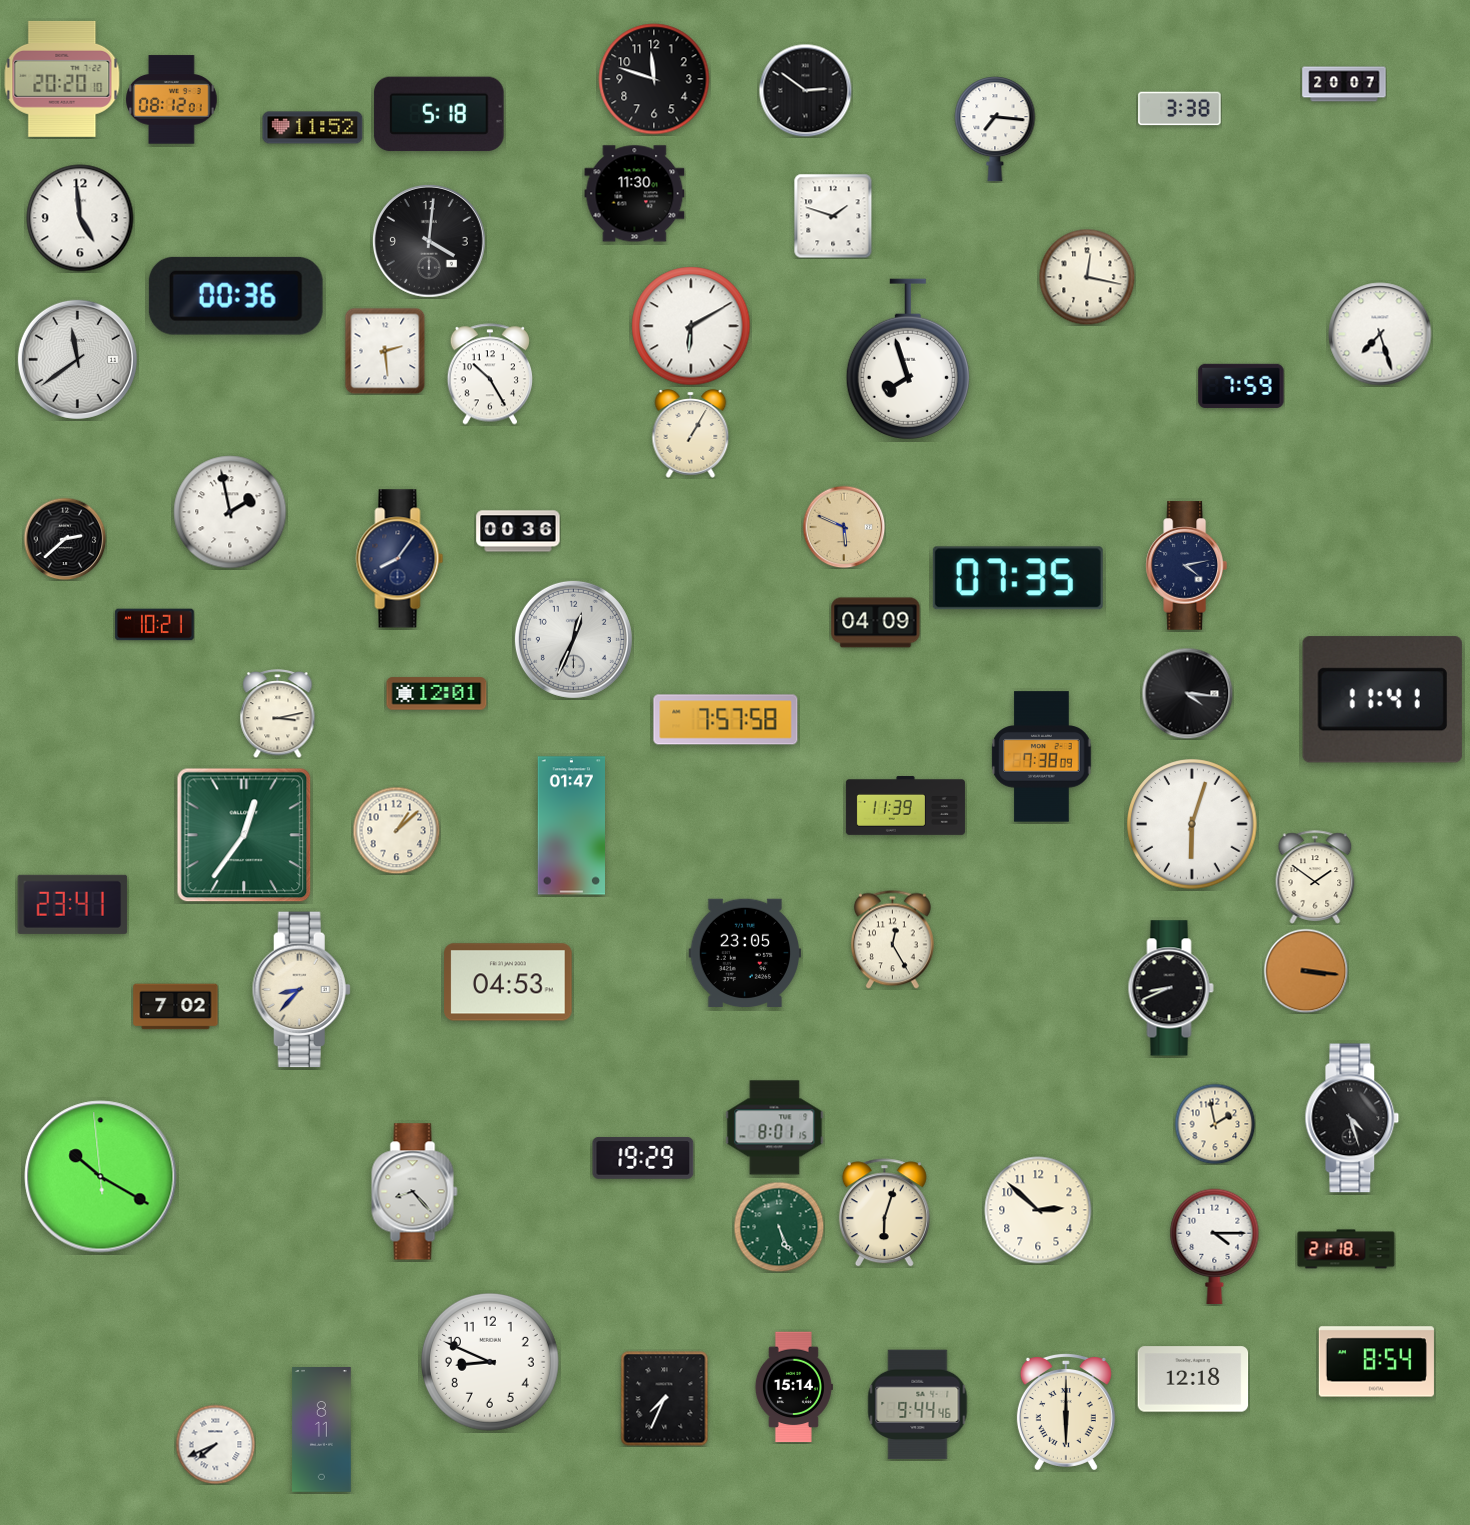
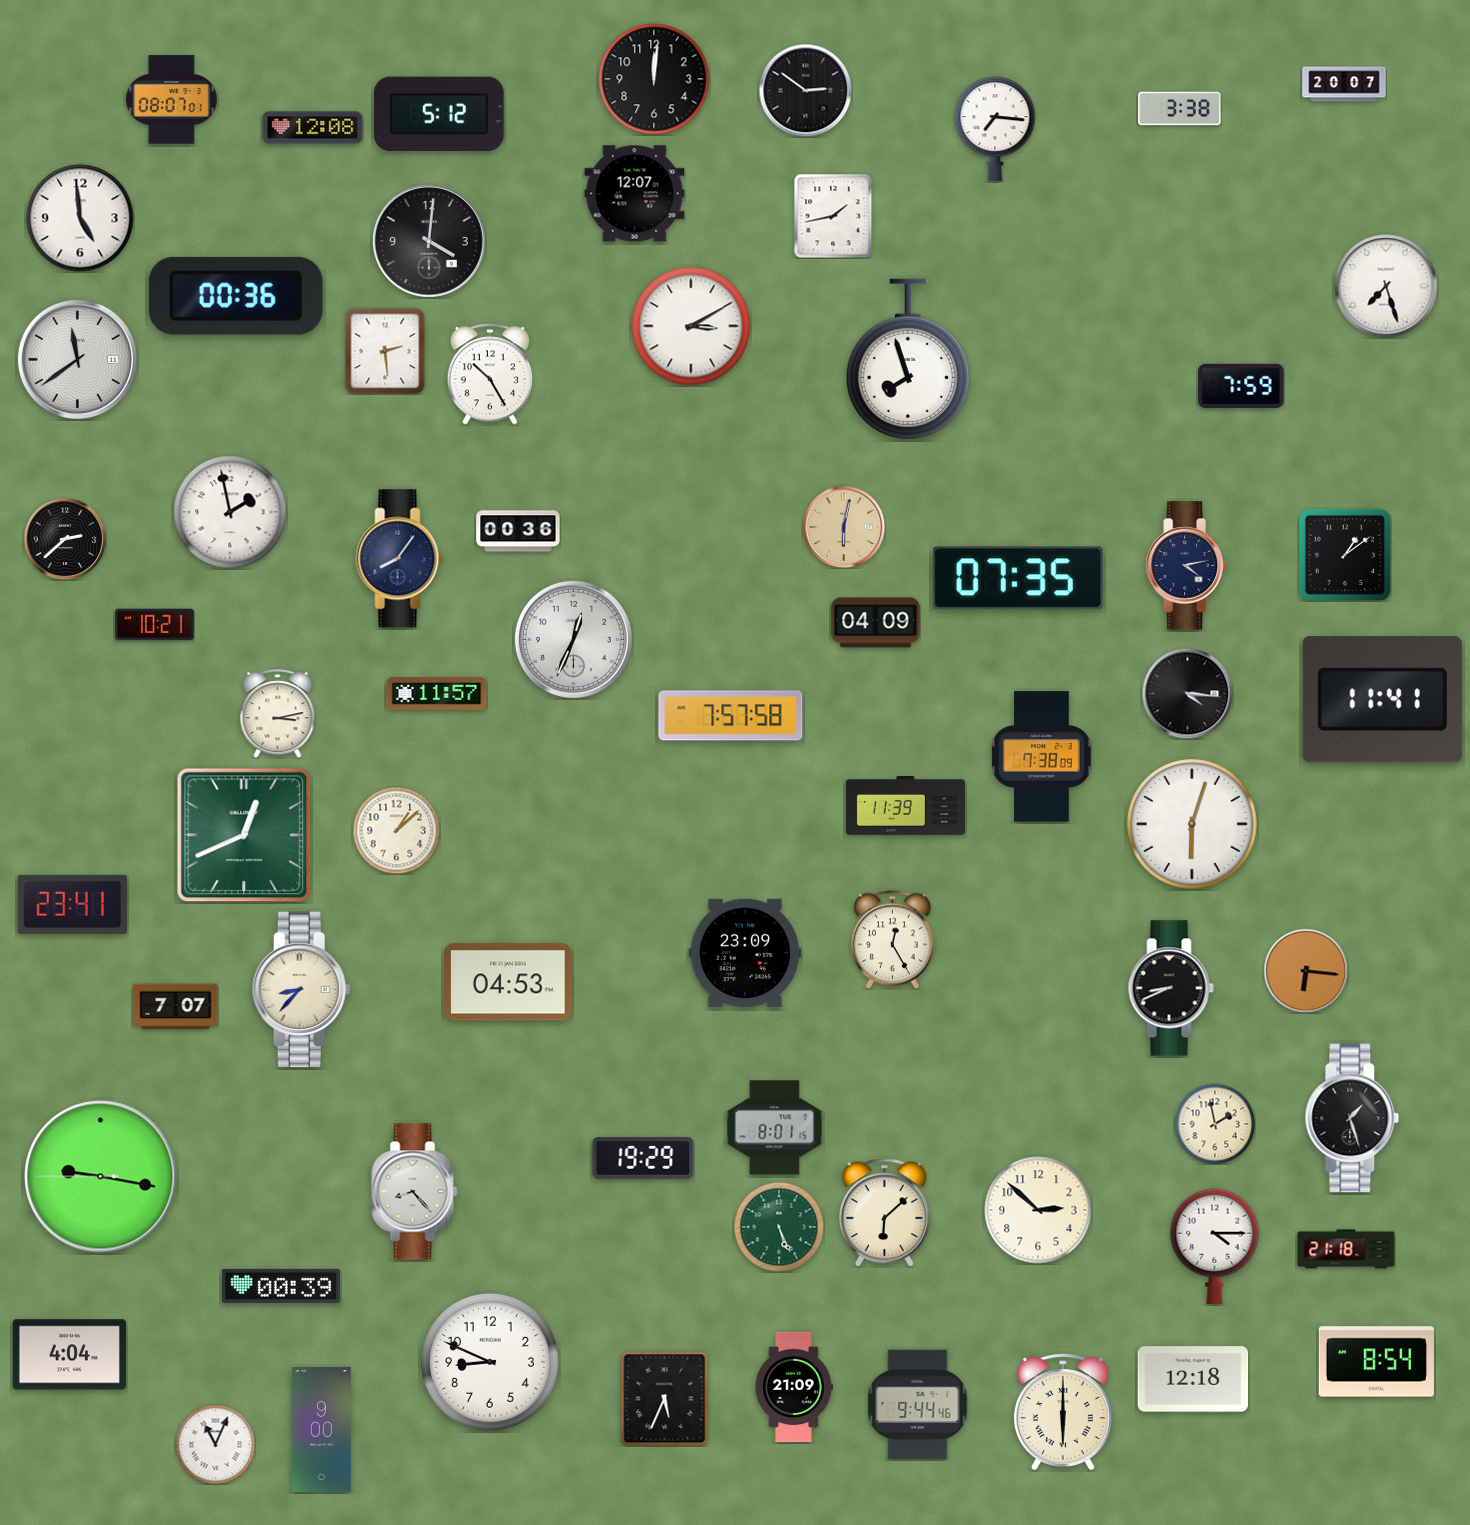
clock at (62, 79): 20:20 -> none
clock at (654, 79): 11:48 -> 12:01
clock at (172, 100): 08:12 -> 08:07
clock at (439, 114): 5:18 -> 5:12
clock at (313, 128): 11:52 -> 12:08
clock at (635, 194): 11:30 -> 12:07
clock at (833, 216): 1:48 -> 1:43
clock at (1087, 277): 12:17 -> none
clock at (691, 326): 6:10 -> 3:10
clock at (1380, 334) position: (1380, 334) -> (1386, 286)
clock at (691, 434): 1:05 -> none
clock at (844, 527): 5:49 -> 6:02
clock at (1344, 554): none -> 1:09
clock at (437, 694): 12:01 -> 11:57
clock at (726, 720) position: (726, 720) -> (731, 716)
clock at (571, 826): 01:47 -> none
clock at (244, 835): 12:36 -> 12:41
clock at (1315, 877): 1:51 -> none
clock at (745, 952): 23:05 -> 23:09
clock at (1306, 971): 3:16 -> 6:16
clock at (176, 1007): 7:02 -> 7:07
clock at (1352, 1118): 4:27 -> 1:27
clock at (101, 1177): 10:19 -> 9:16
clock at (884, 1213): 6:03 -> 6:08
clock at (281, 1286): none -> 00:39
clock at (69, 1355): none -> 4:04
clock at (793, 1387): 15:14 -> 21:09
clock at (665, 1399): 7:34 -> 5:34
clock at (1066, 1412) position: (1066, 1412) -> (1063, 1412)
clock at (322, 1430): 8:11 -> 9:00
clock at (215, 1444): 7:41 -> 11:04
